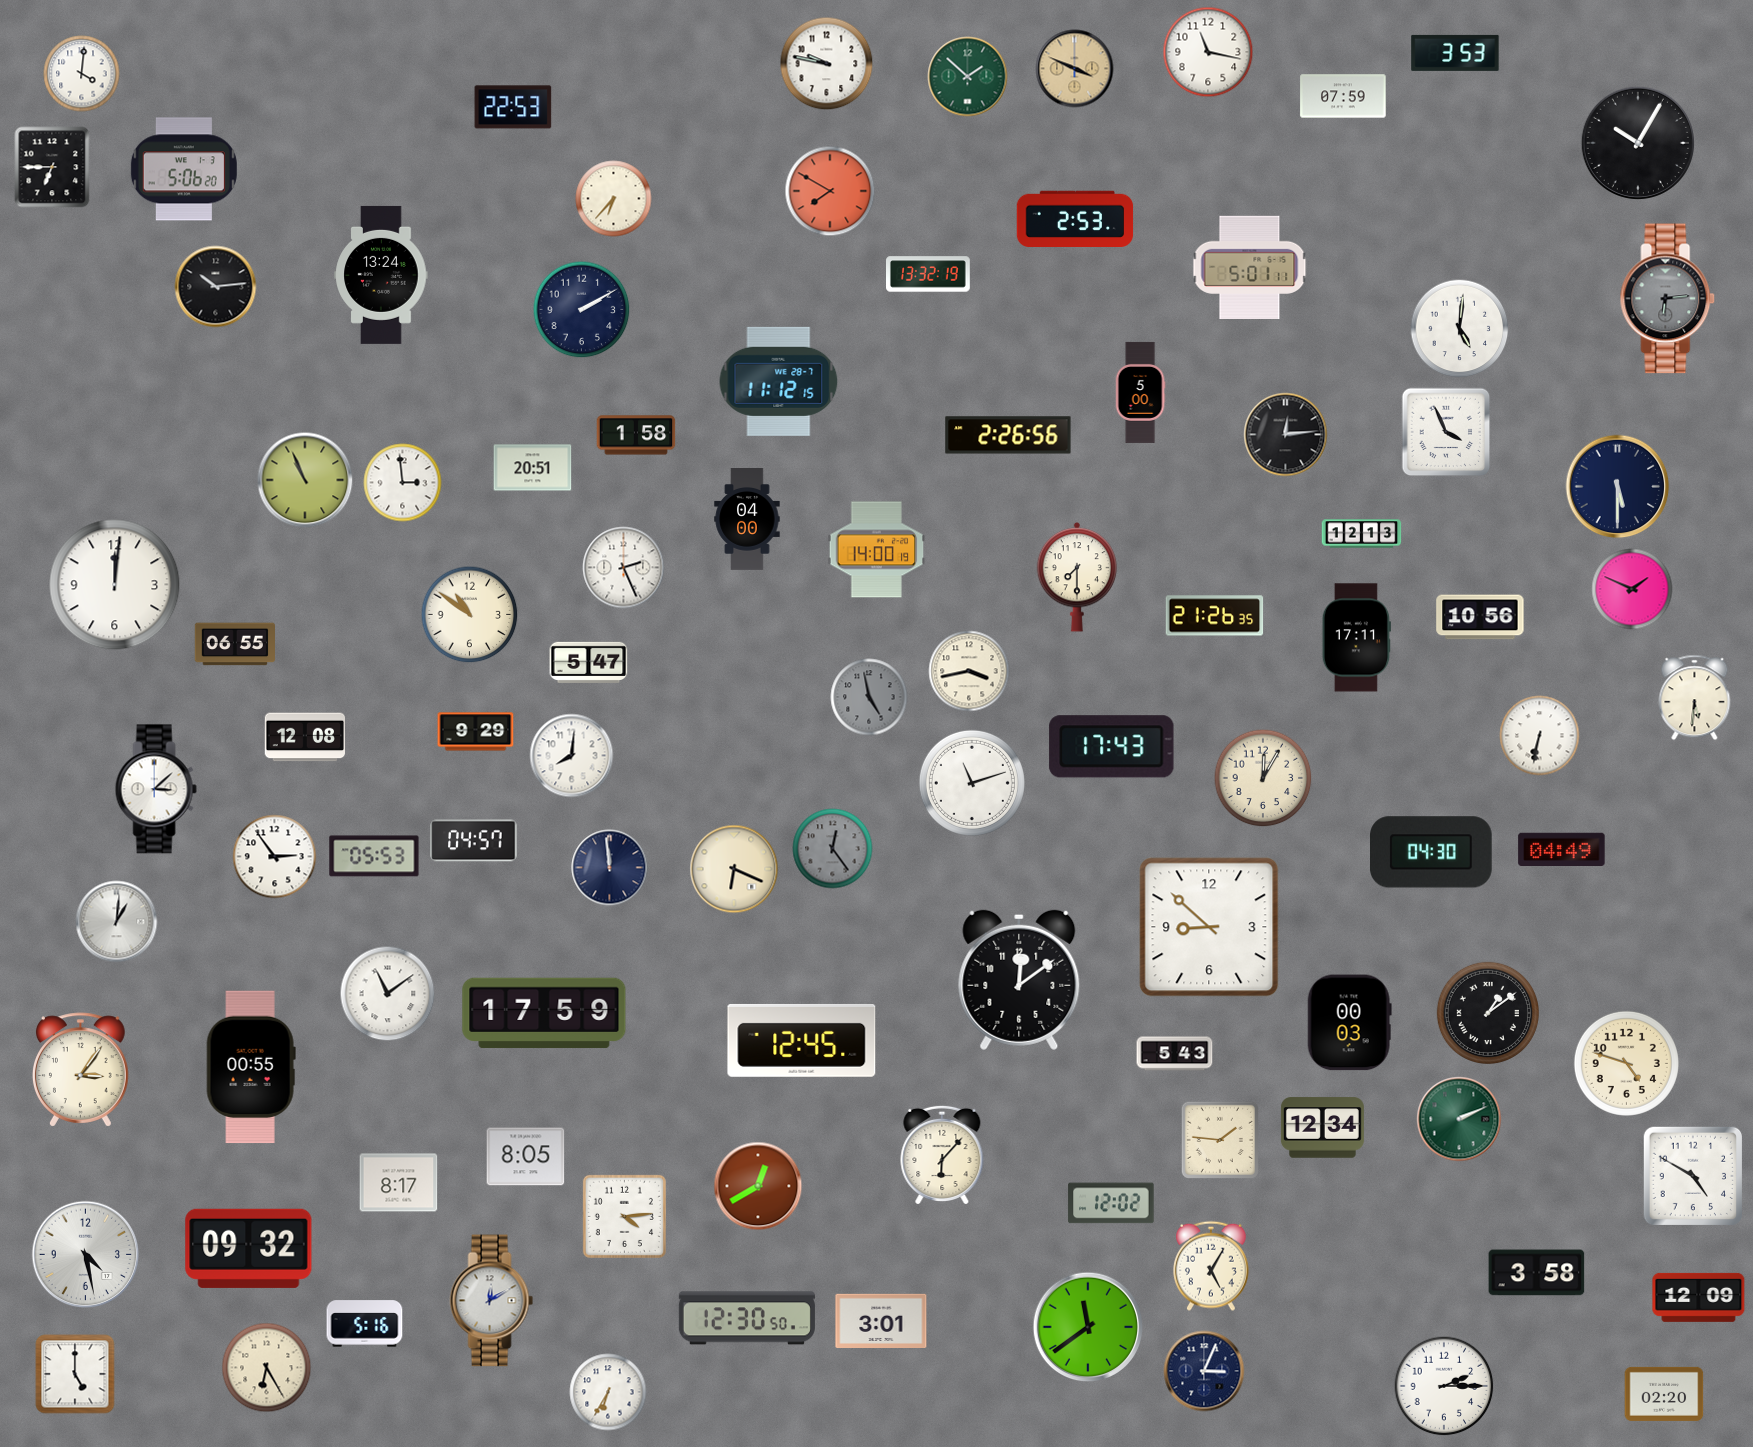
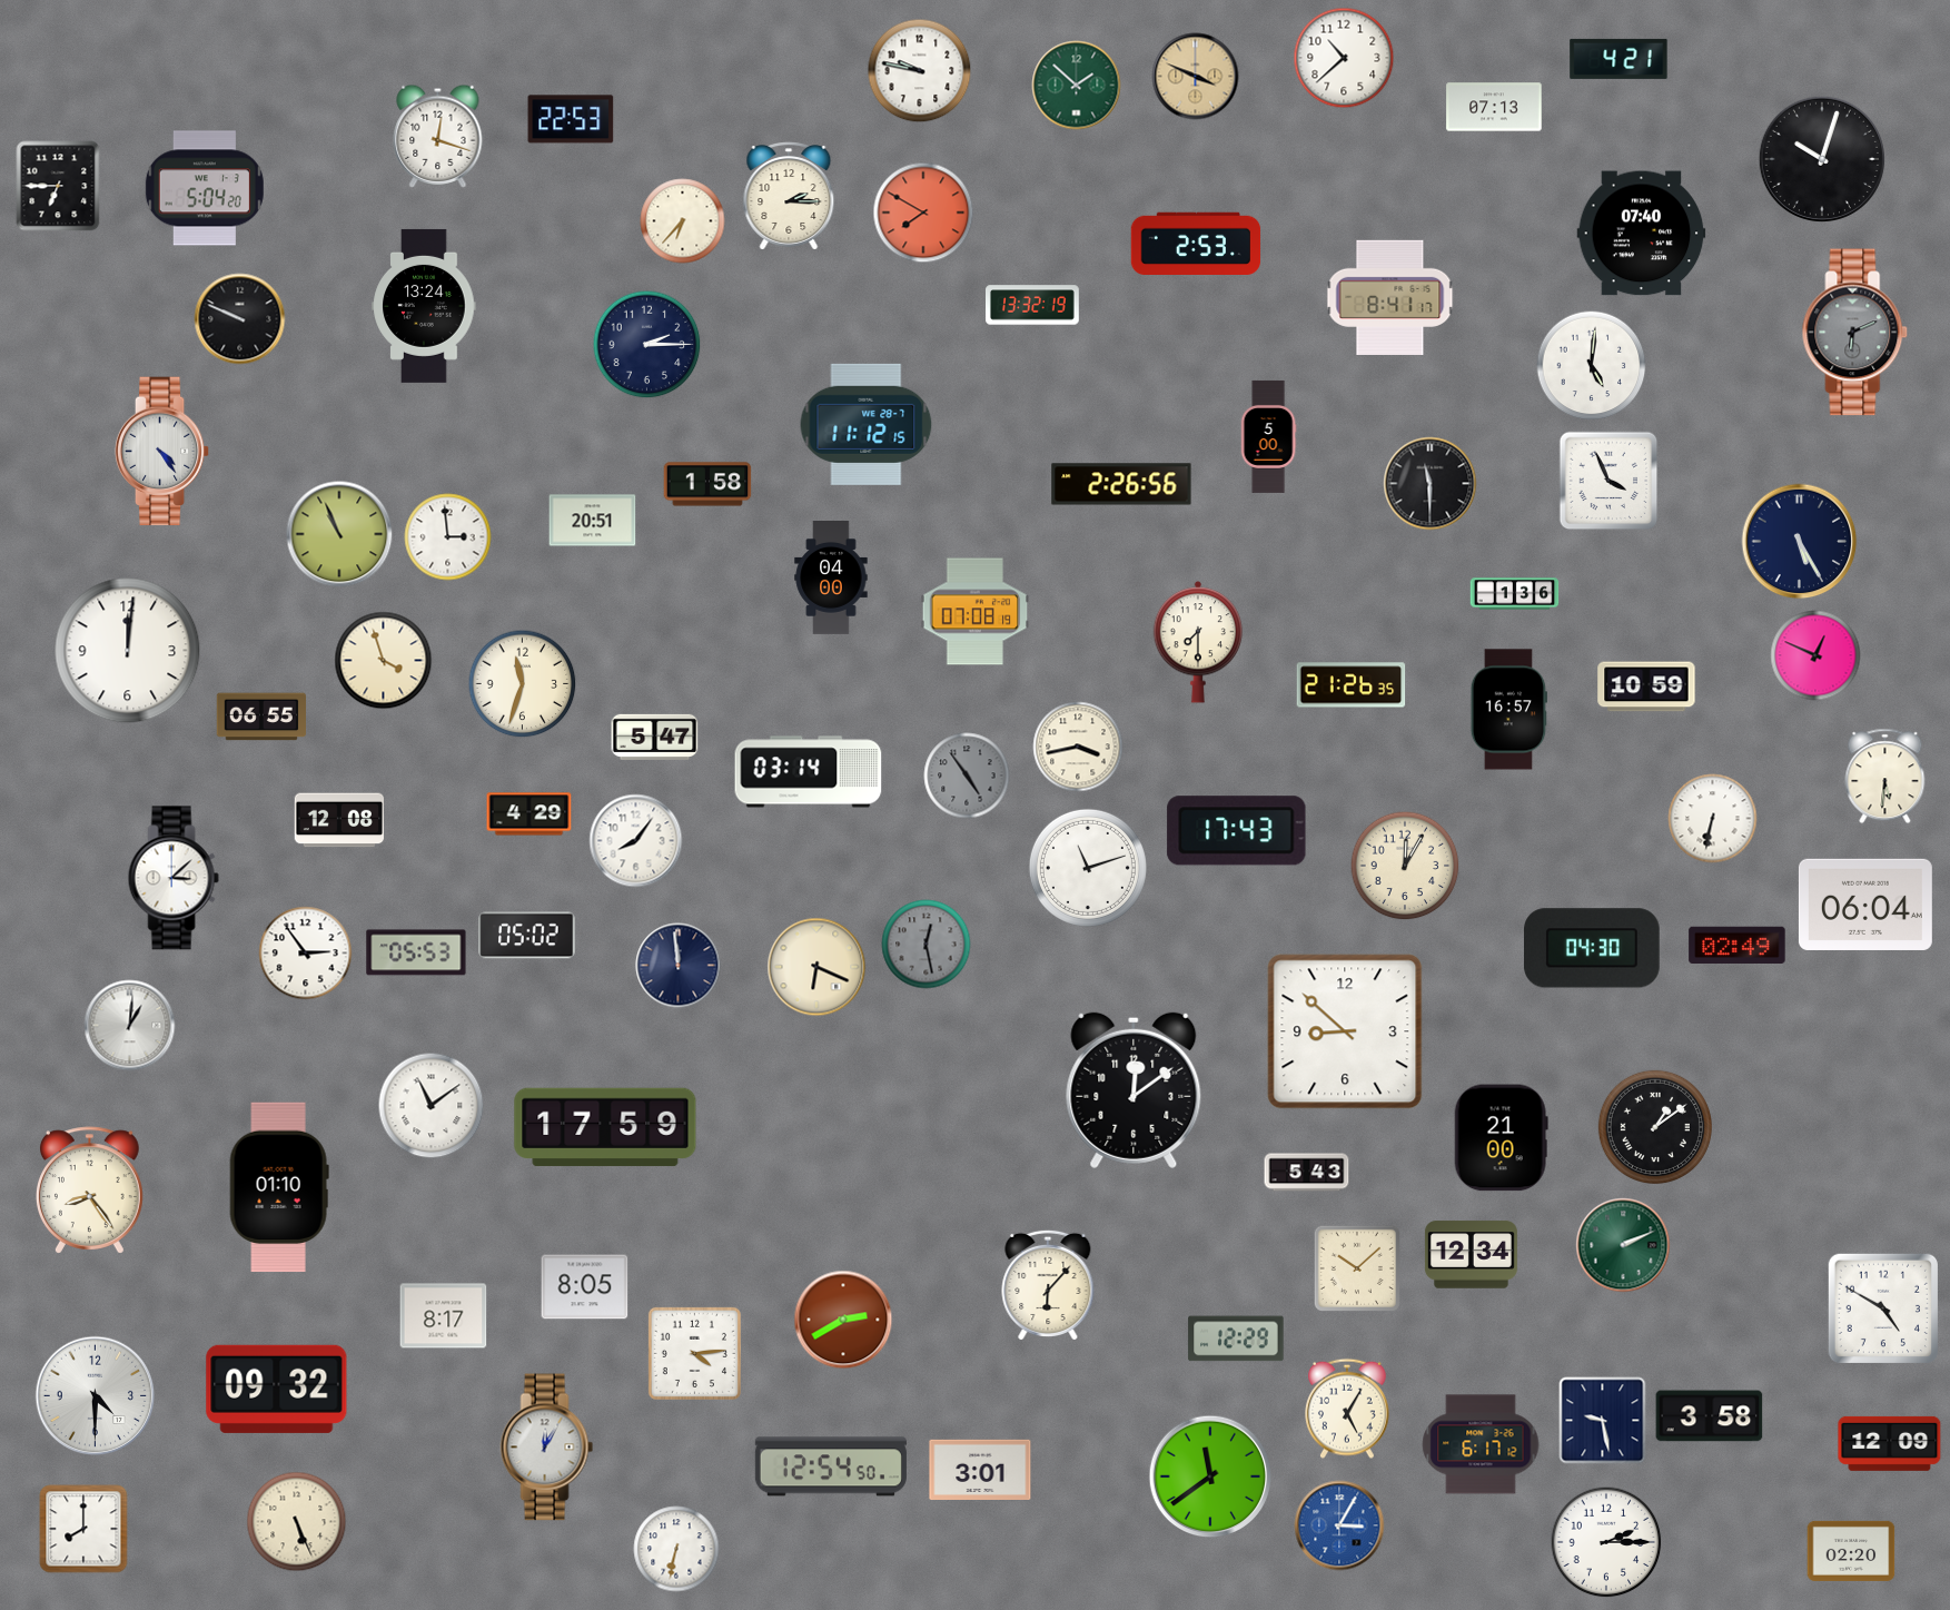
clock at (1208, 52): 11:17 -> 10:38
clock at (1455, 53): 3:53 -> 4:21
clock at (82, 74): 4:01 -> none
clock at (1343, 96): 07:59 -> 07:13
clock at (438, 136): none -> 12:18
clock at (1637, 142): 10:05 -> 10:03
clock at (184, 169): 5:06 -> 5:04
clock at (789, 196): none -> 2:15
clock at (1642, 234): none -> 07:40
clock at (1250, 267): 5:01 -> 8:41
clock at (216, 287): 10:14 -> 9:49
clock at (1668, 299): 6:14 -> 6:11
clock at (582, 310): 2:10 -> 2:15
clock at (1460, 329) position: (1460, 329) -> (1592, 366)
clock at (162, 452): none -> 4:24
clock at (1286, 435): 12:14 -> 11:30
clock at (1618, 487): 5:30 -> 5:25
clock at (1362, 534): 12:13 -> 1:36
clock at (877, 550): 14:00 -> 07:08
clock at (624, 568): 2:26 -> none
clock at (1632, 589): 1:49 -> 12:49
clock at (384, 661): none -> 3:57
clock at (470, 615): 10:51 -> 11:33
clock at (1480, 617): 10:56 -> 10:59
clock at (1356, 638): 17:11 -> 16:57
clock at (809, 772): none -> 03:14
clock at (869, 697): 4:58 -> 4:54
clock at (476, 732): 9:29 -> 4:29
clock at (572, 756): 8:01 -> 8:06
clock at (972, 783) position: (972, 783) -> (1088, 868)
clock at (1865, 905): none -> 06:04
clock at (474, 841): 04:57 -> 05:02
clock at (833, 849): 12:24 -> 12:28
clock at (1562, 849): 04:49 -> 02:49
clock at (1349, 1023): 00:03 -> 21:00
clock at (802, 1040): 12:45 -> none
clock at (1626, 1063): 4:48 -> none
clock at (251, 1067): 00:55 -> 01:10
clock at (80, 1070): 3:06 -> 8:24
clock at (1220, 1140): 1:46 -> 10:08
clock at (758, 1186): 12:40 -> 2:40
clock at (1111, 1203): 12:02 -> 12:29
clock at (86, 1255): 4:28 -> 4:30
clock at (1603, 1421): none -> 9:28
clock at (1481, 1444): none -> 6:17
clock at (492, 1301): 12:10 -> 12:05
clock at (747, 1318): 12:30 -> 12:54
clock at (365, 1324): 5:16 -> none
clock at (267, 1368): 6:25 -> 5:26
clock at (1204, 1371): 3:04 -> 3:05
clock at (1204, 1371) dial: navy -> blue
clock at (75, 1374): 5:00 -> 8:00
clock at (608, 1392): 6:35 -> 6:32
